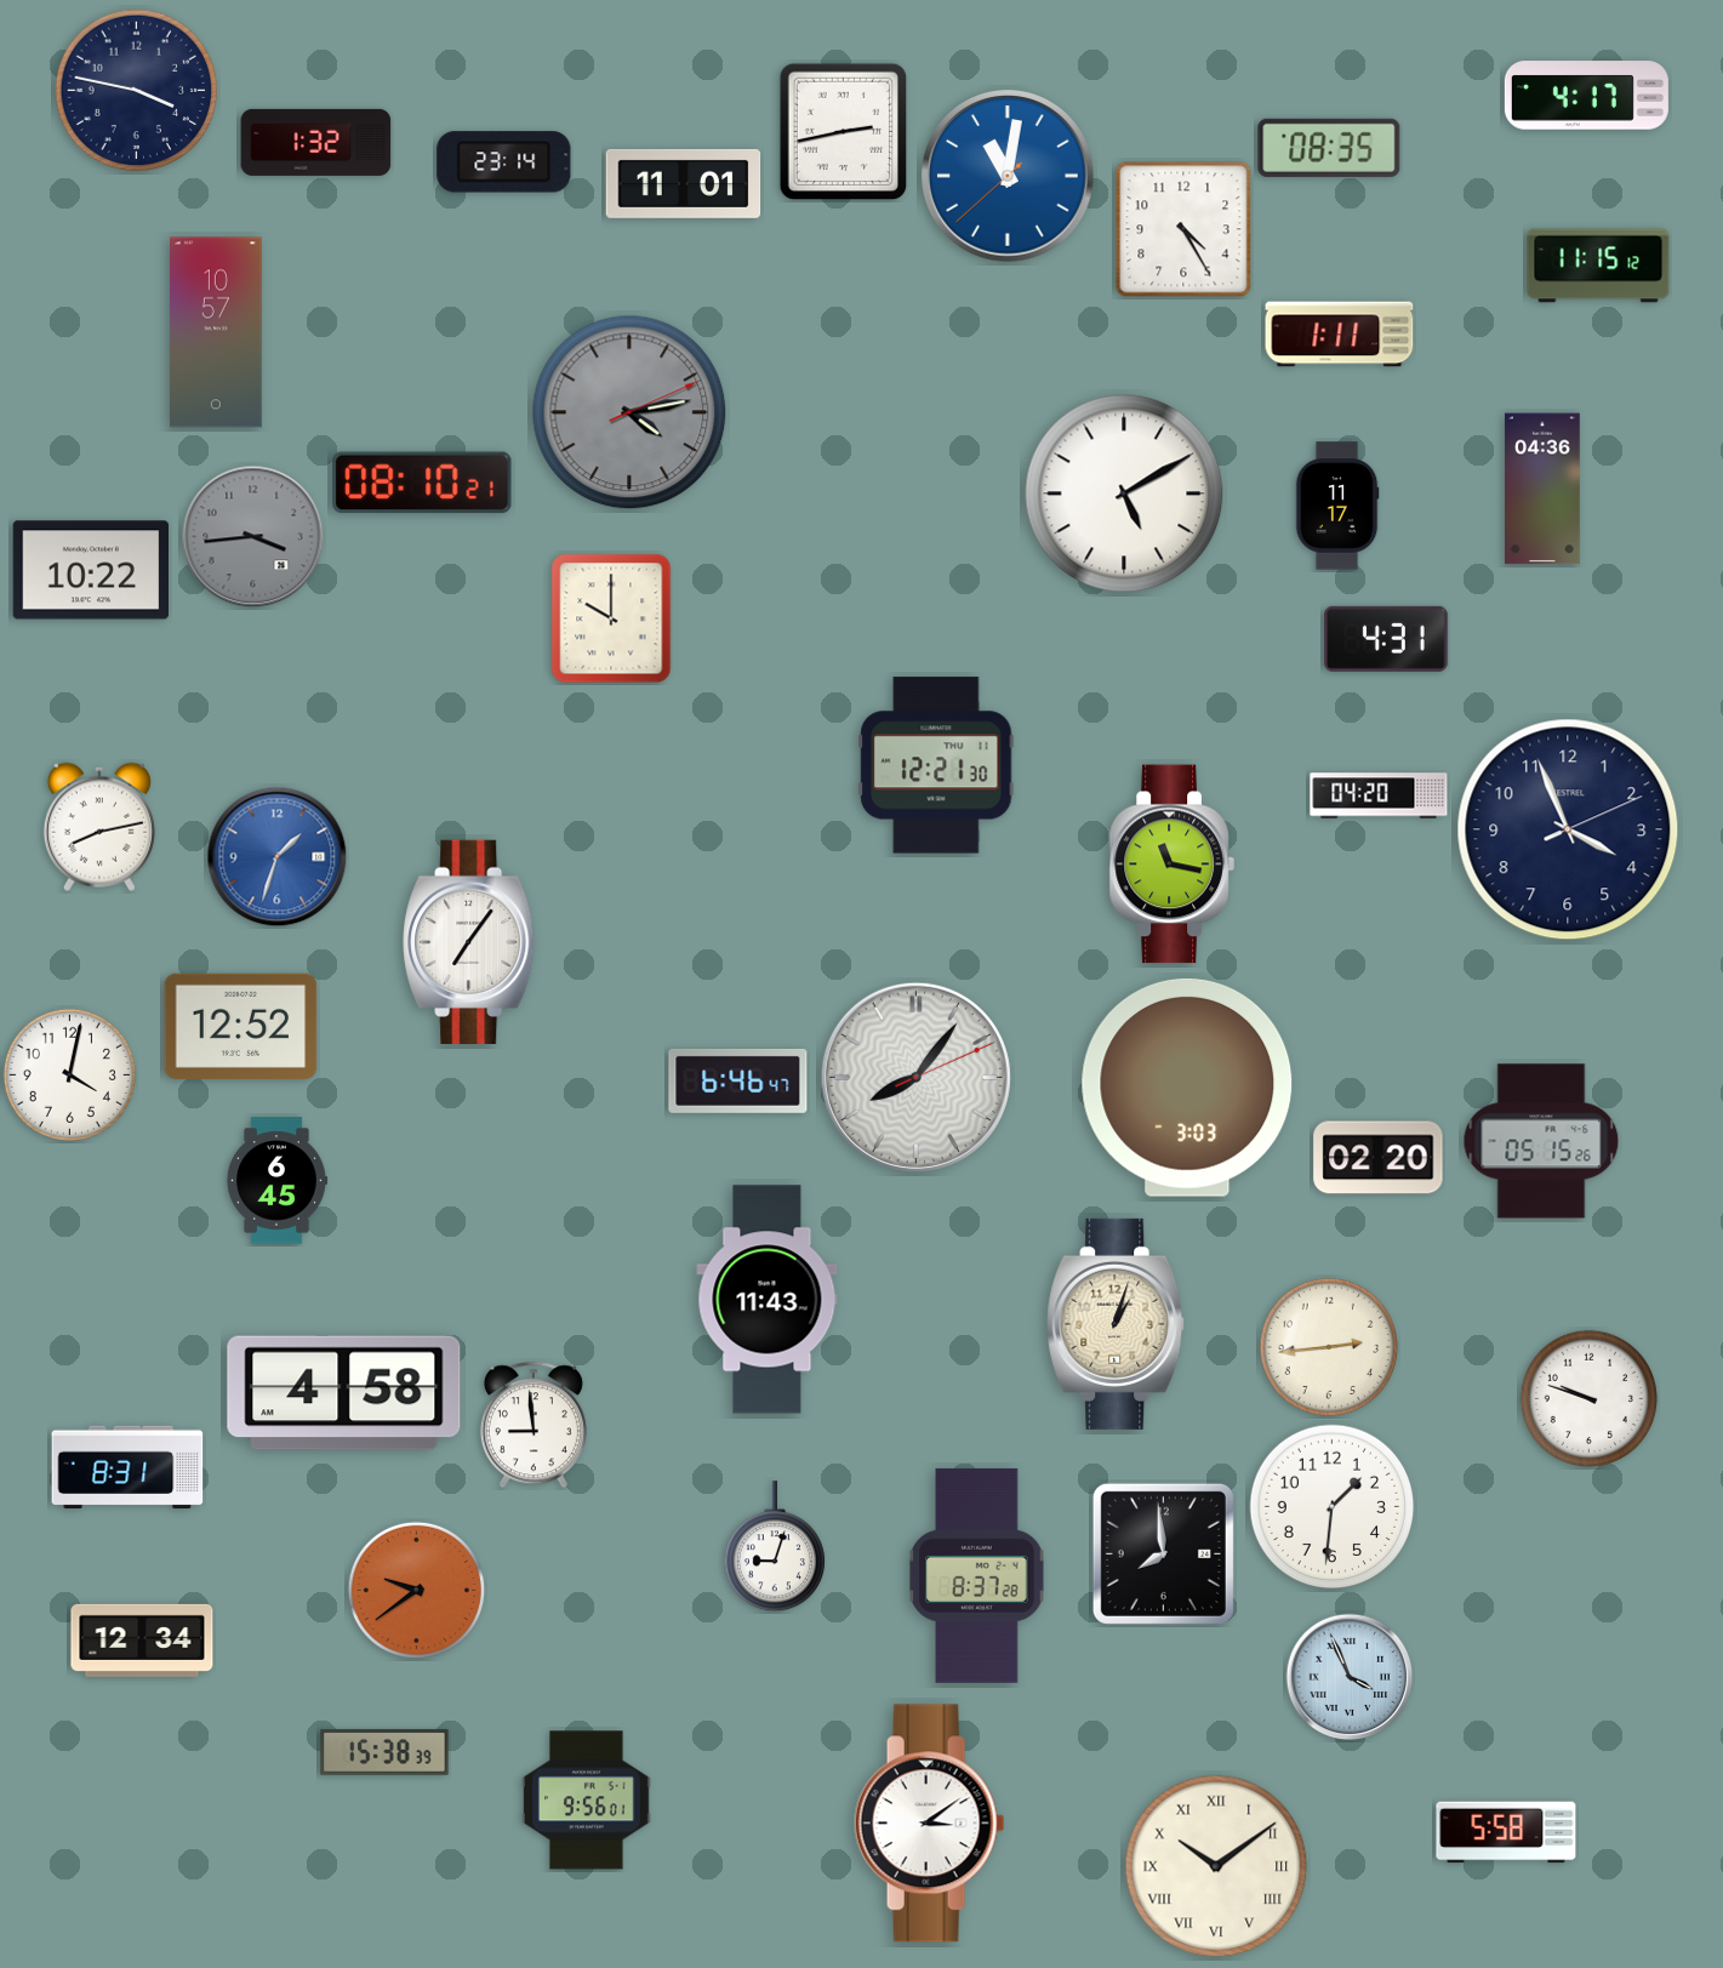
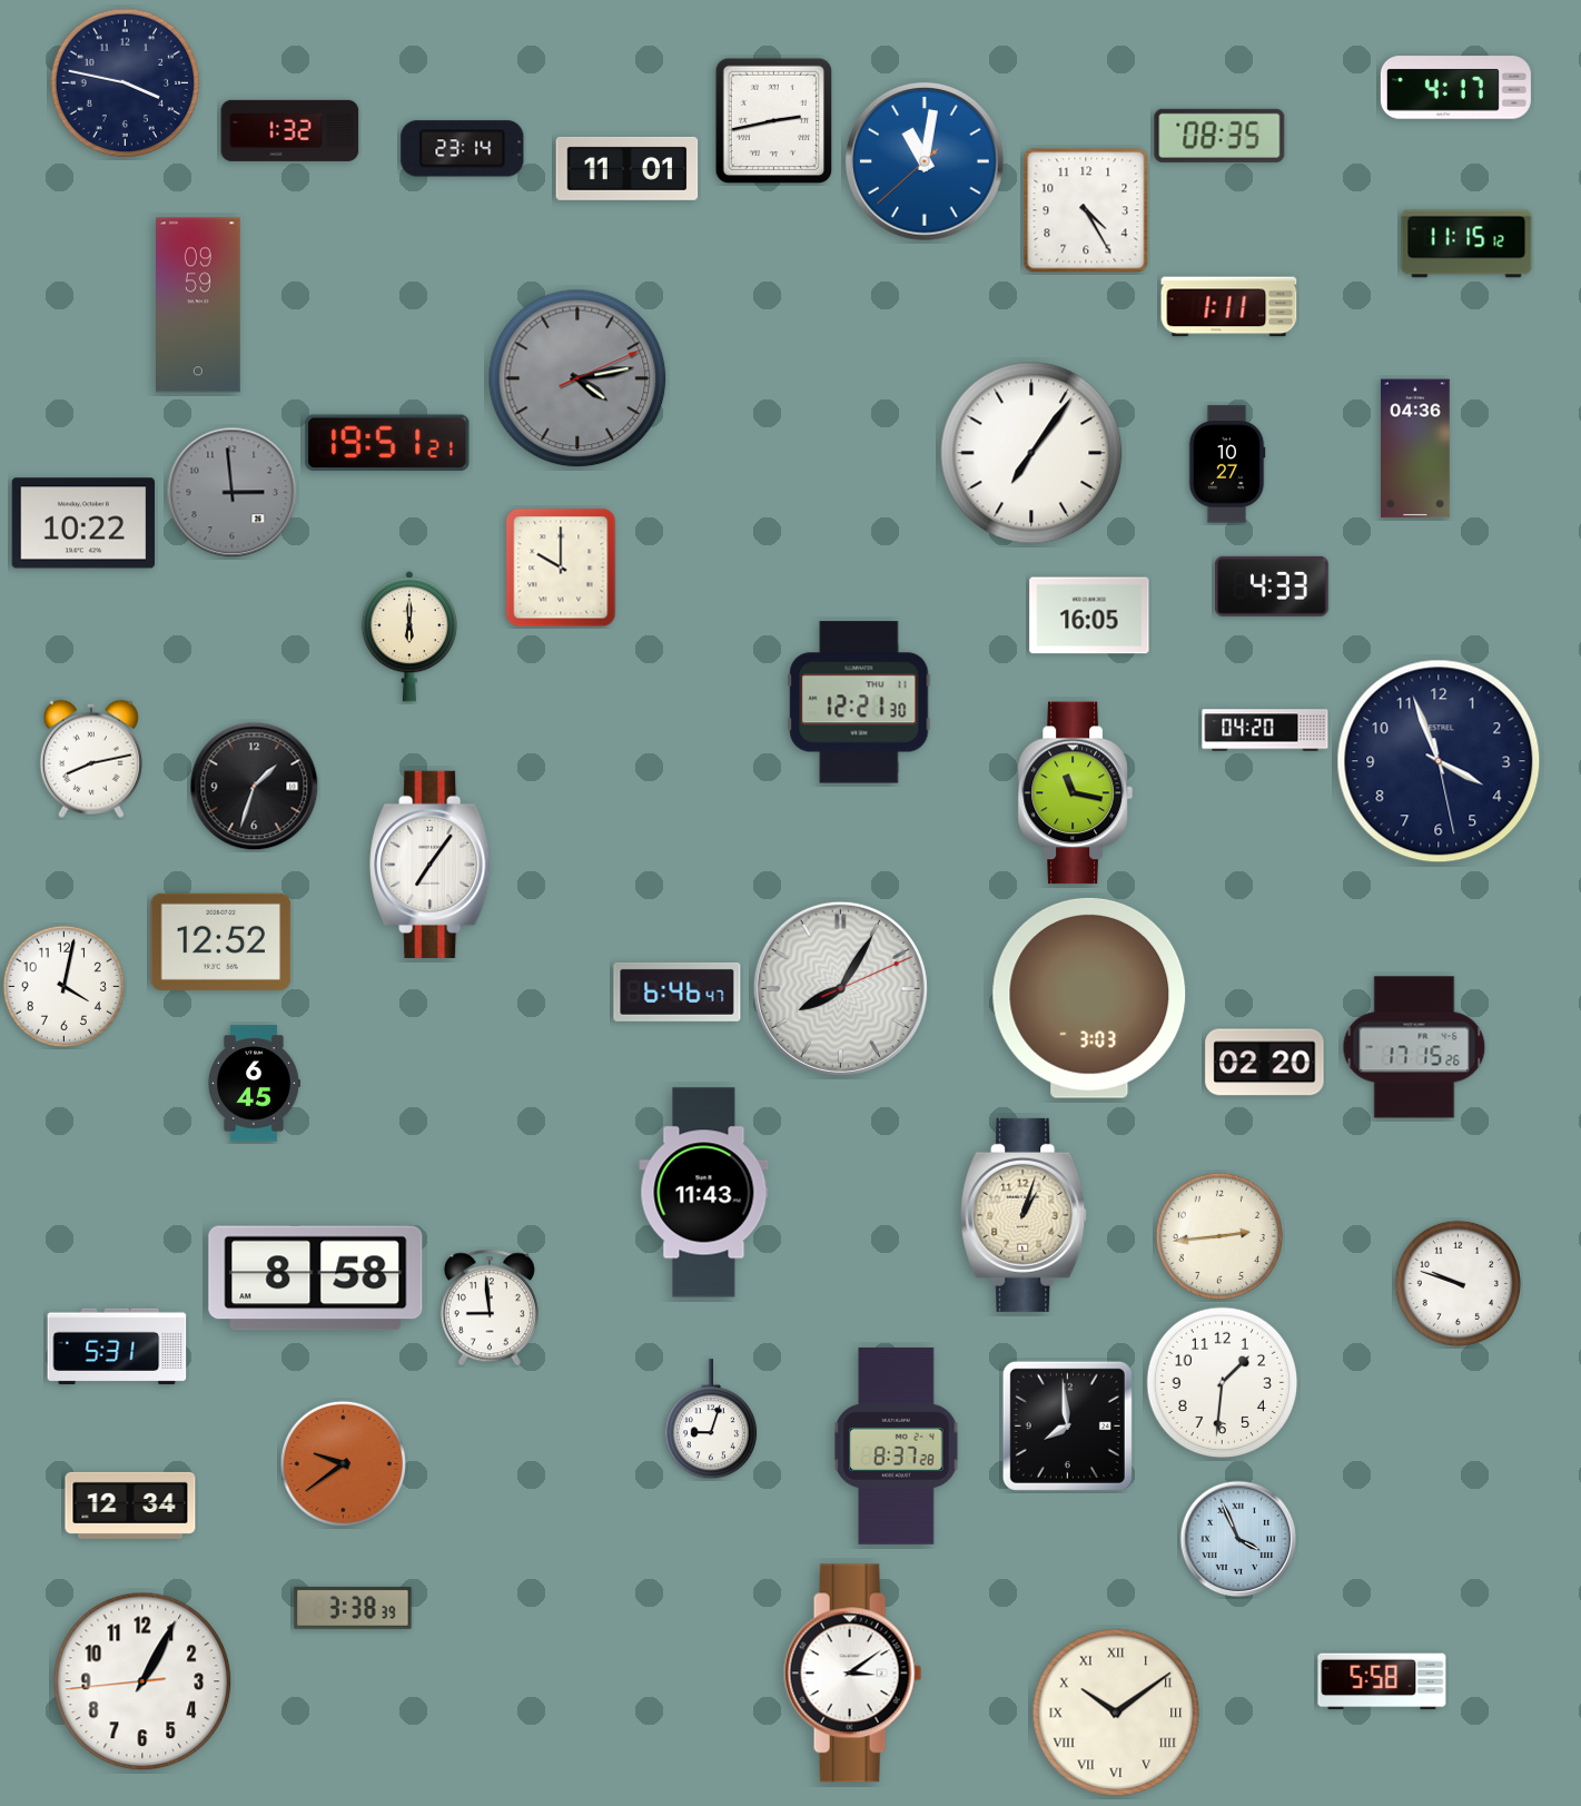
clock at (217, 332): 10:57 -> 09:59
clock at (422, 483): 08:10 -> 19:51
clock at (1124, 494): 5:10 -> 7:06
clock at (1337, 506): 11:17 -> 10:27
clock at (253, 537): 3:44 -> 2:59
clock at (1387, 639): 4:31 -> 4:33
clock at (1089, 615): none -> 16:05
clock at (408, 636): none -> 6:00
clock at (1568, 829): 3:56:11 -> 3:56:28
clock at (278, 857) dial: blue -> black
clock at (915, 1077): 8:06 -> 8:05
clock at (1541, 1141): 05:15 -> 17:15
clock at (344, 1393): 4:58 -> 8:58
clock at (127, 1467): 8:31 -> 5:31
clock at (416, 1590) position: (416, 1590) -> (343, 1463)
clock at (384, 1752): 15:38 -> 3:38
clock at (587, 1801): 9:56 -> none
clock at (142, 1681): none -> 1:04
